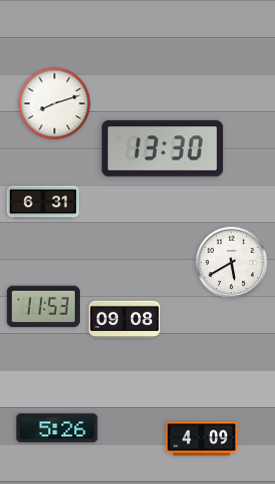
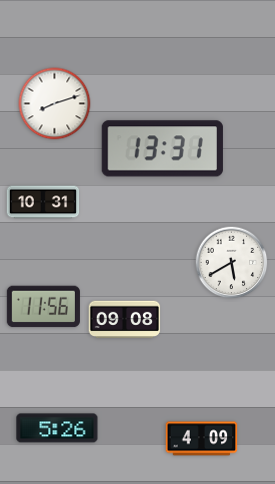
clock at (162, 149): 13:30 -> 13:31
clock at (43, 202): 6:31 -> 10:31
clock at (43, 307): 11:53 -> 11:56
